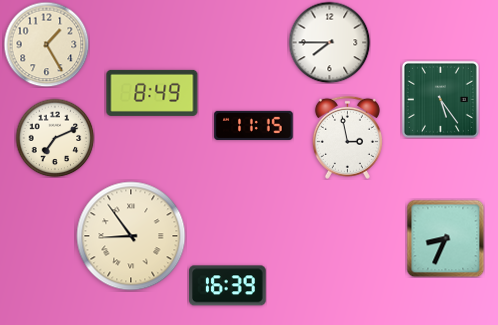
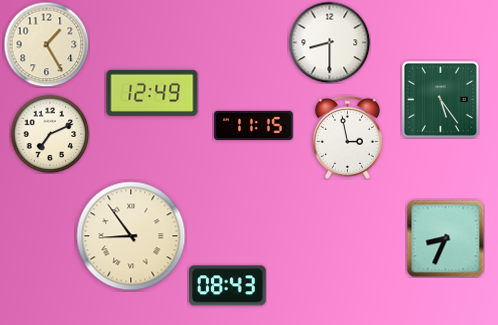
clock at (329, 42): 7:45 -> 8:30
clock at (152, 93): 8:49 -> 12:49
clock at (55, 138) position: (55, 138) -> (50, 134)
clock at (228, 286): 16:39 -> 08:43
